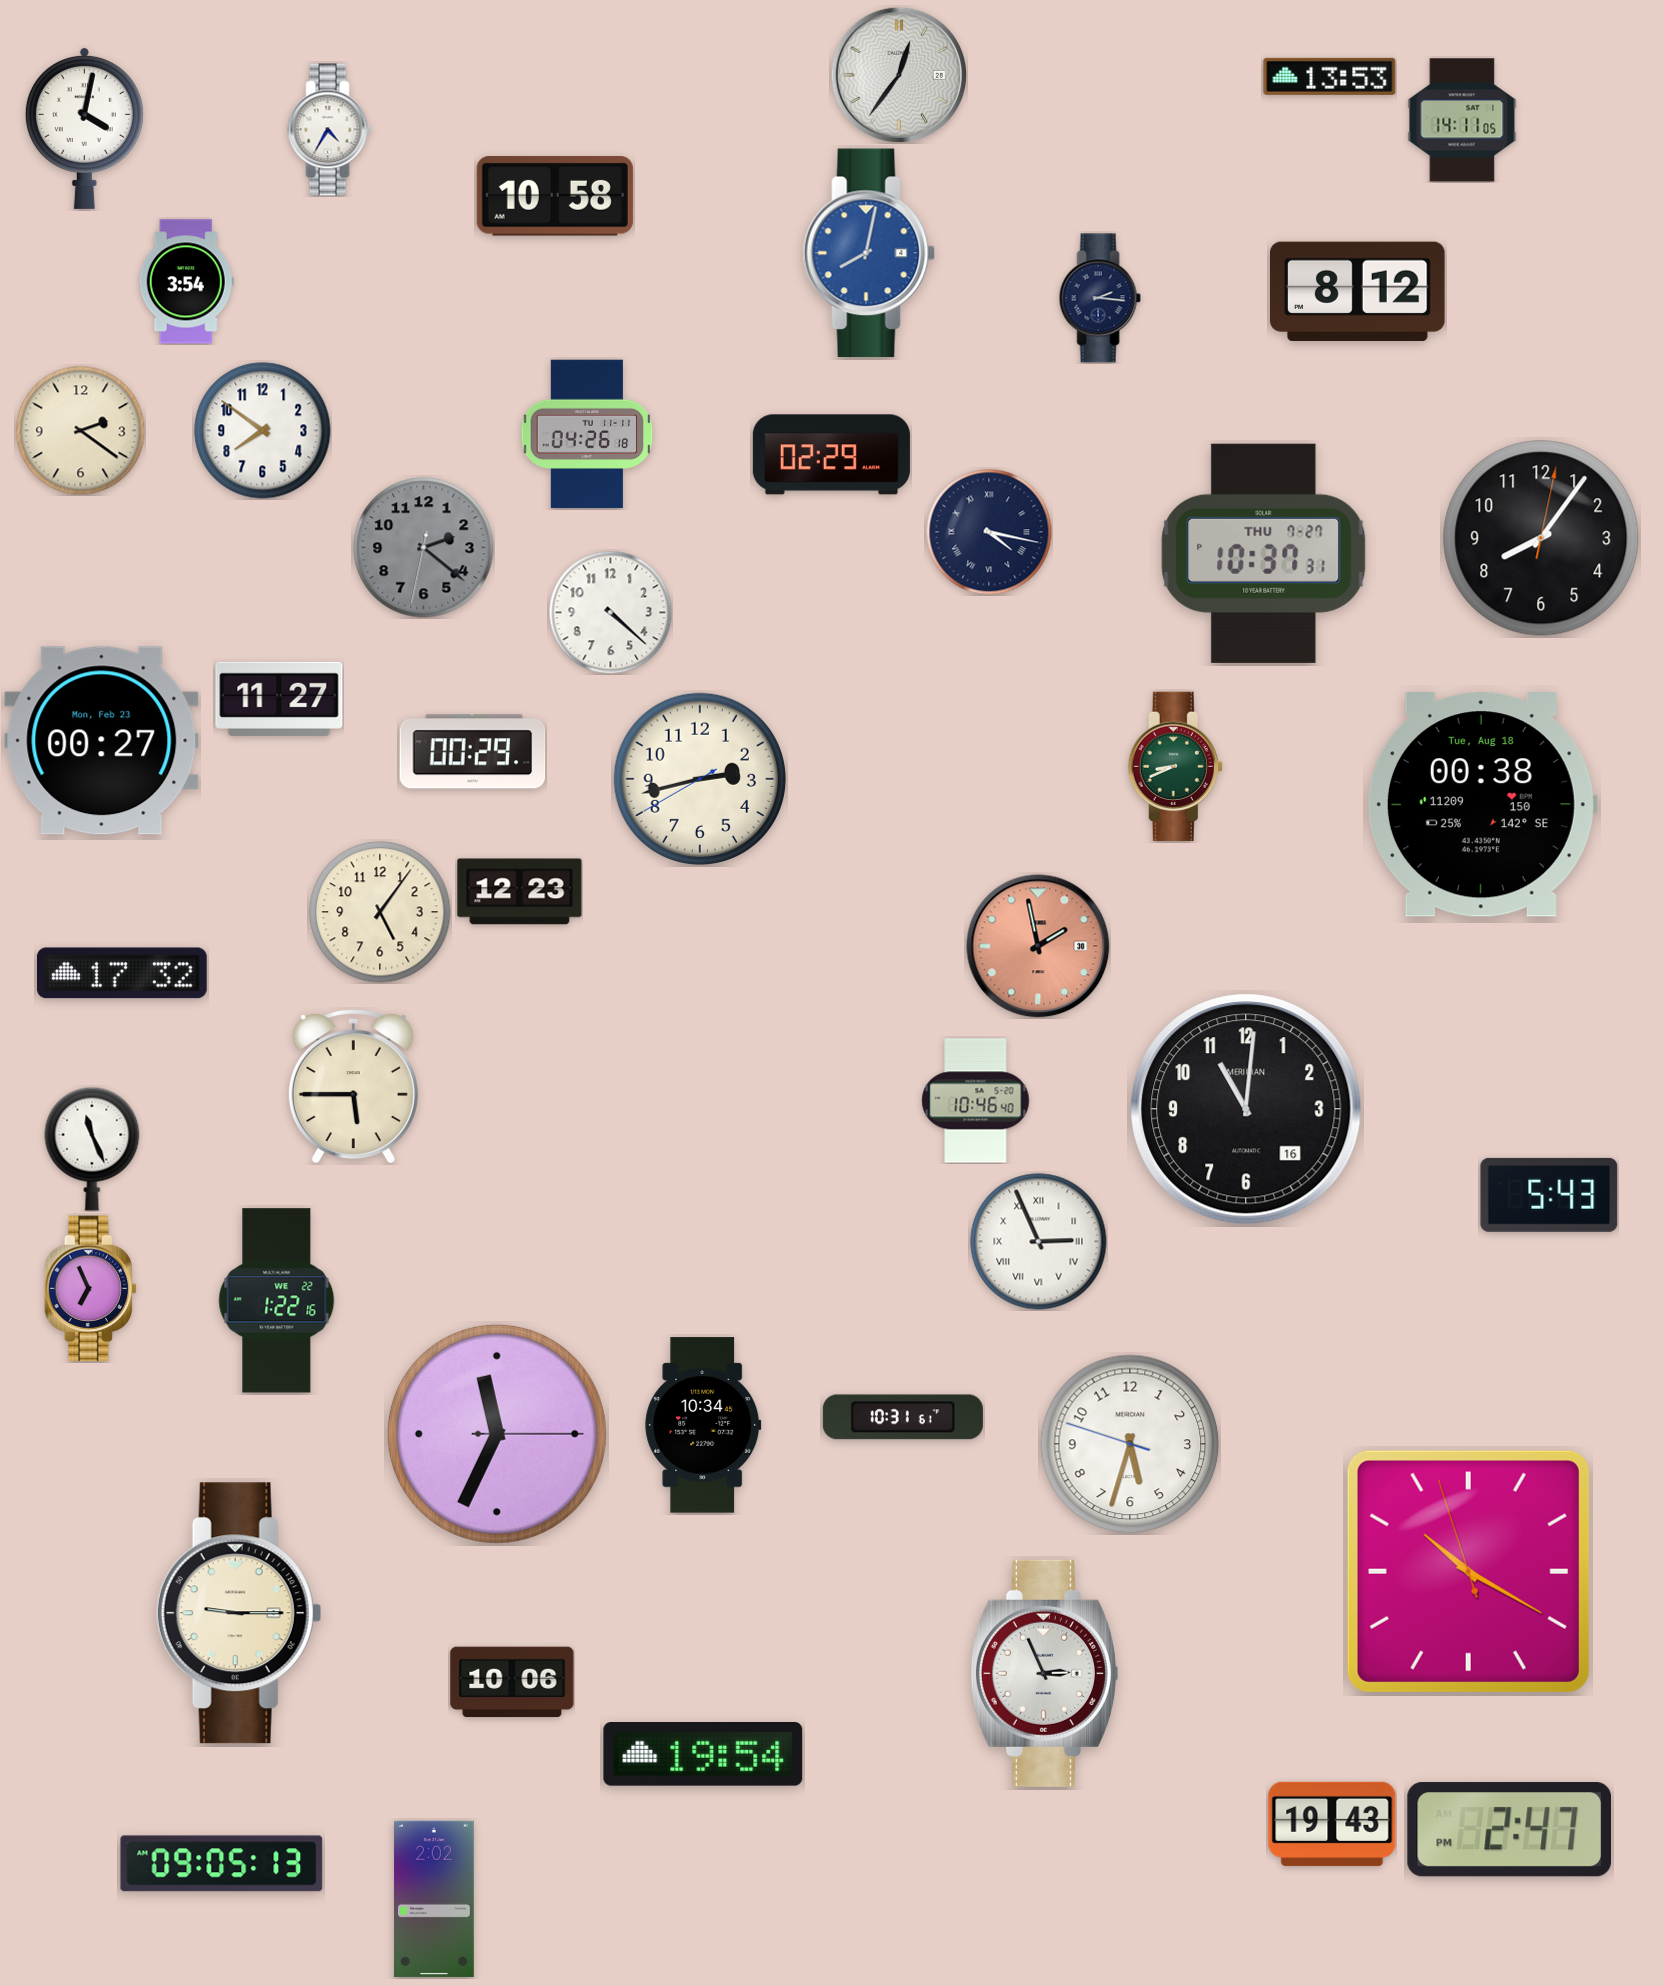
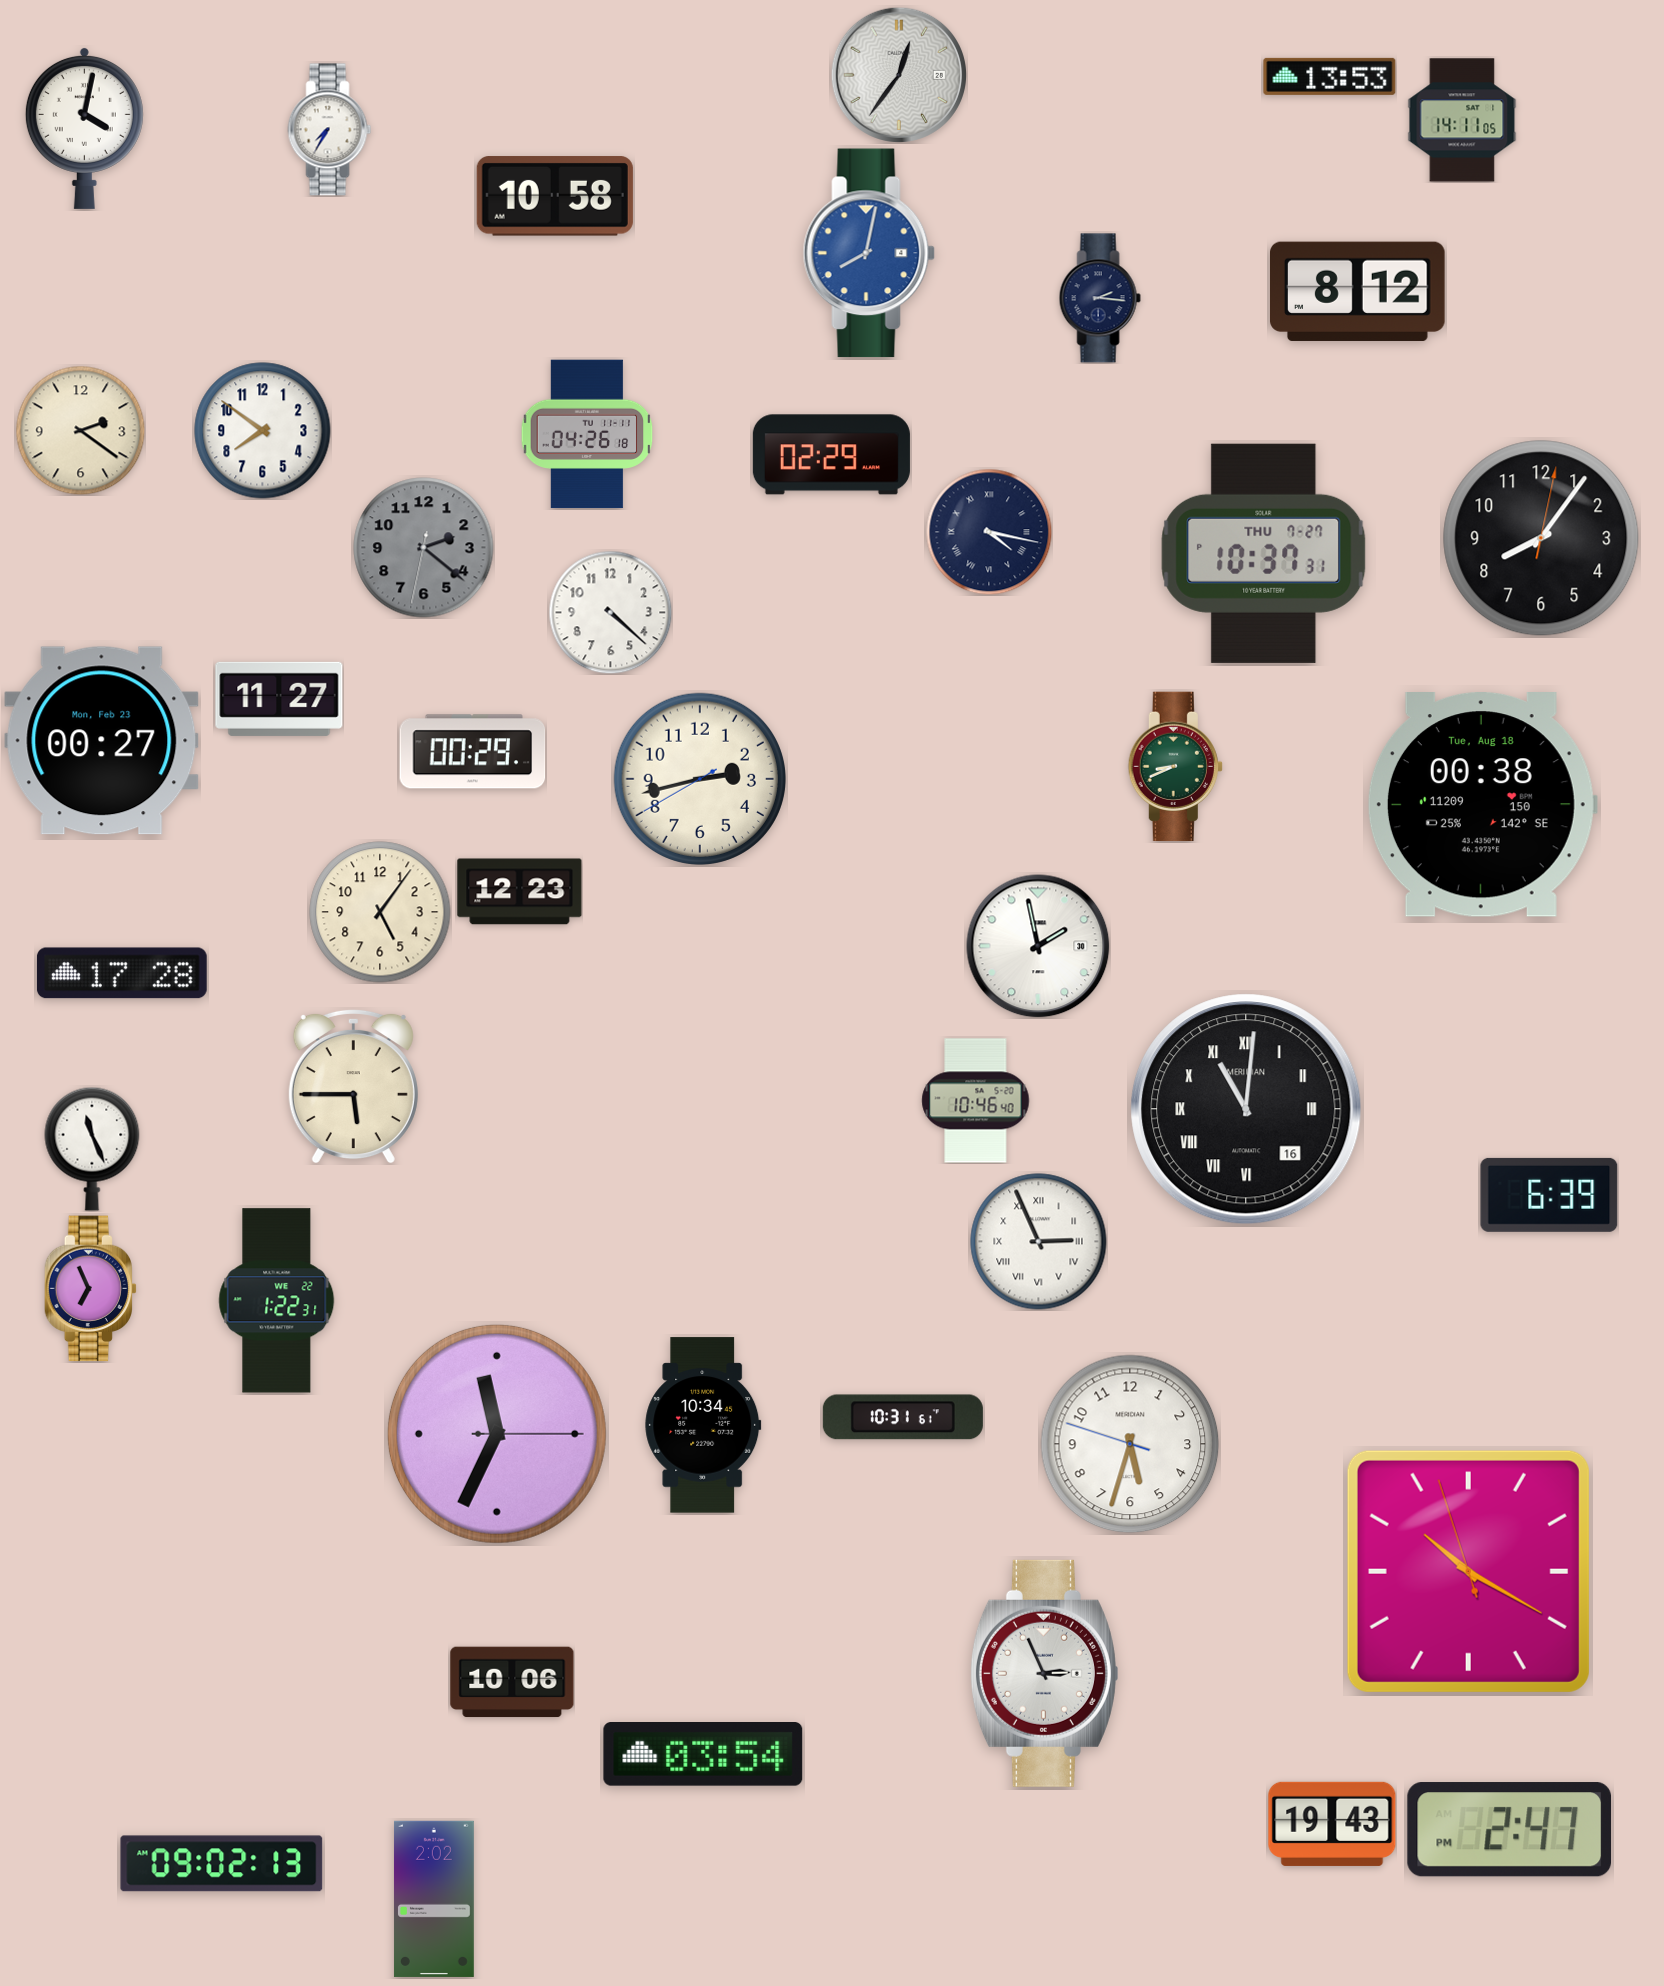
clock at (330, 130): 4:35 -> 7:35
clock at (186, 282): 3:54 -> none
clock at (1038, 946) dial: salmon -> white
clock at (122, 973): 17:32 -> 17:28
clock at (1246, 1109) numerals: Arabic -> Roman
clock at (1549, 1195): 5:43 -> 6:39
clock at (277, 1301): 1:22:16 -> 1:22:31
clock at (239, 1613): 9:15 -> none
clock at (703, 1755): 19:54 -> 03:54
clock at (222, 1864): 09:05 -> 09:02
